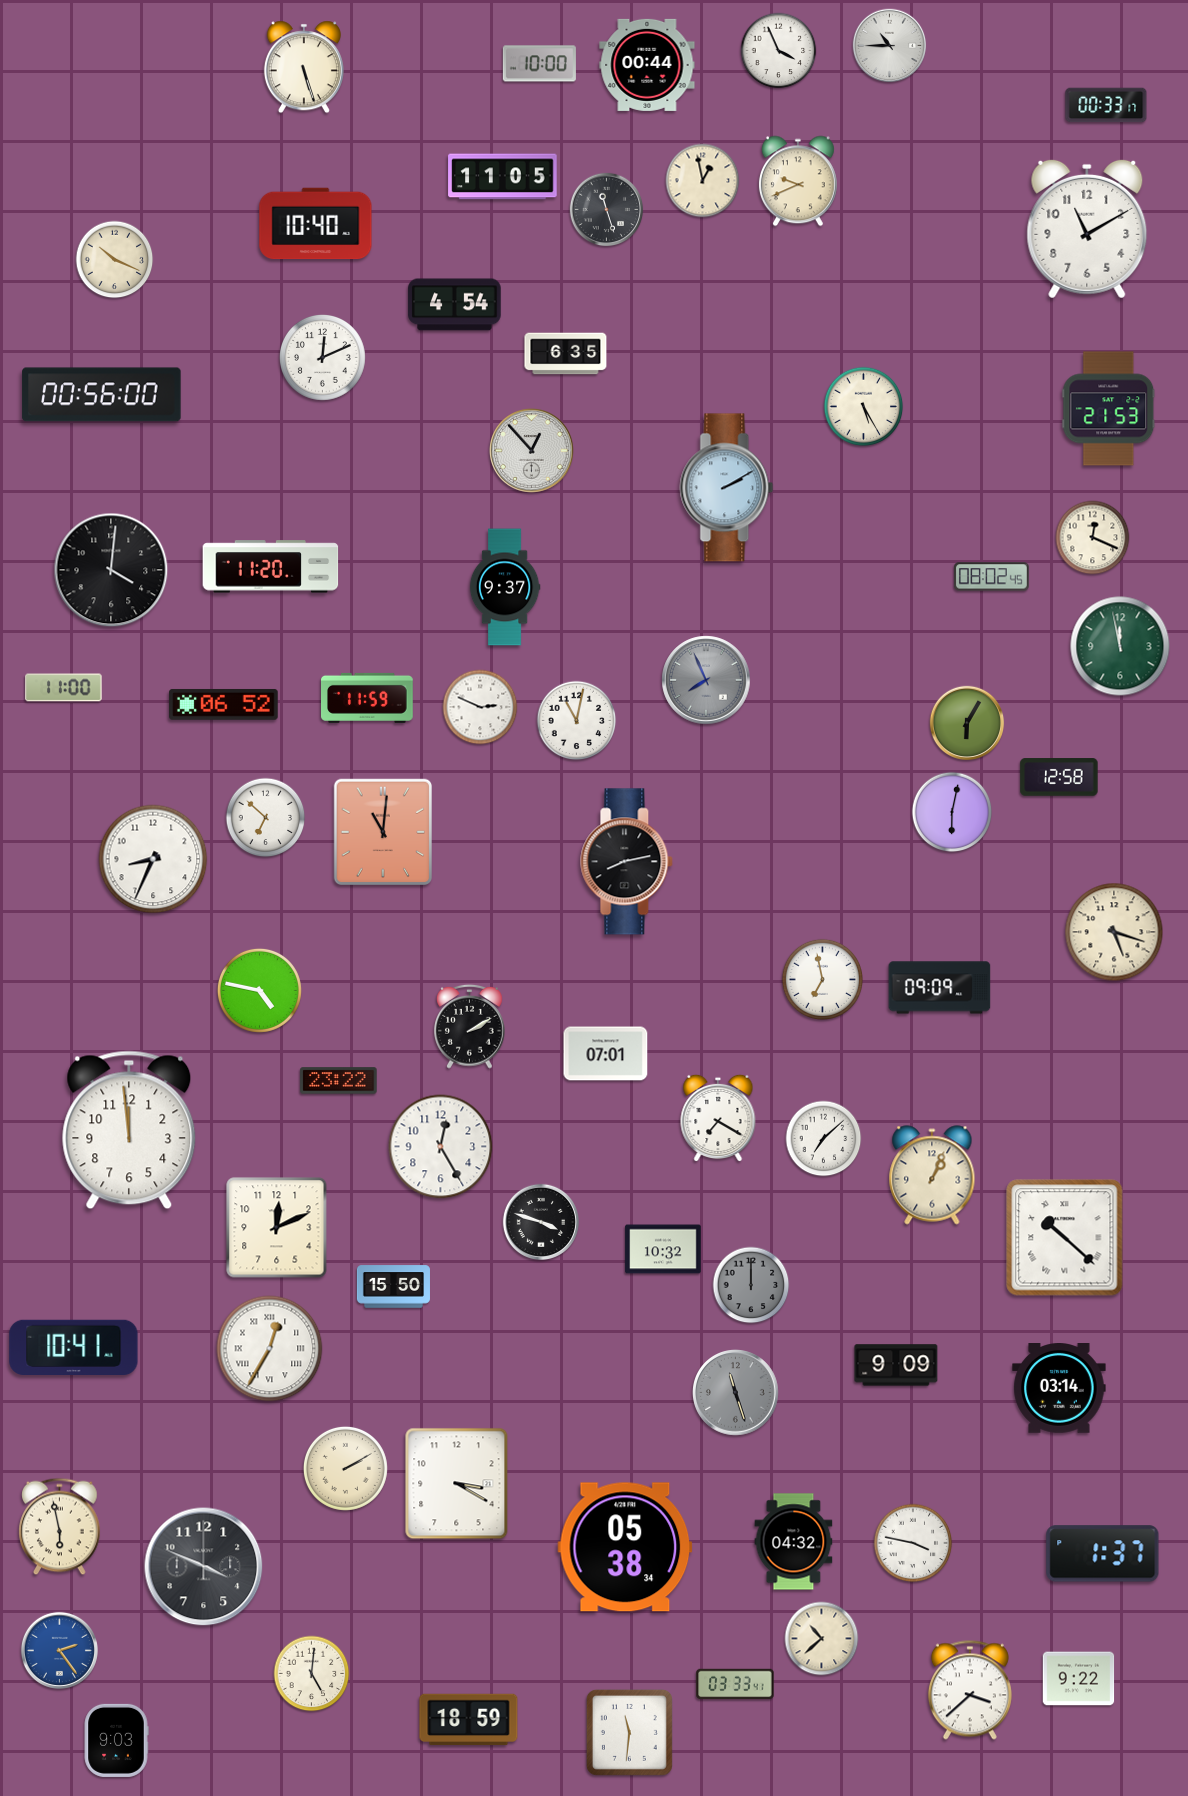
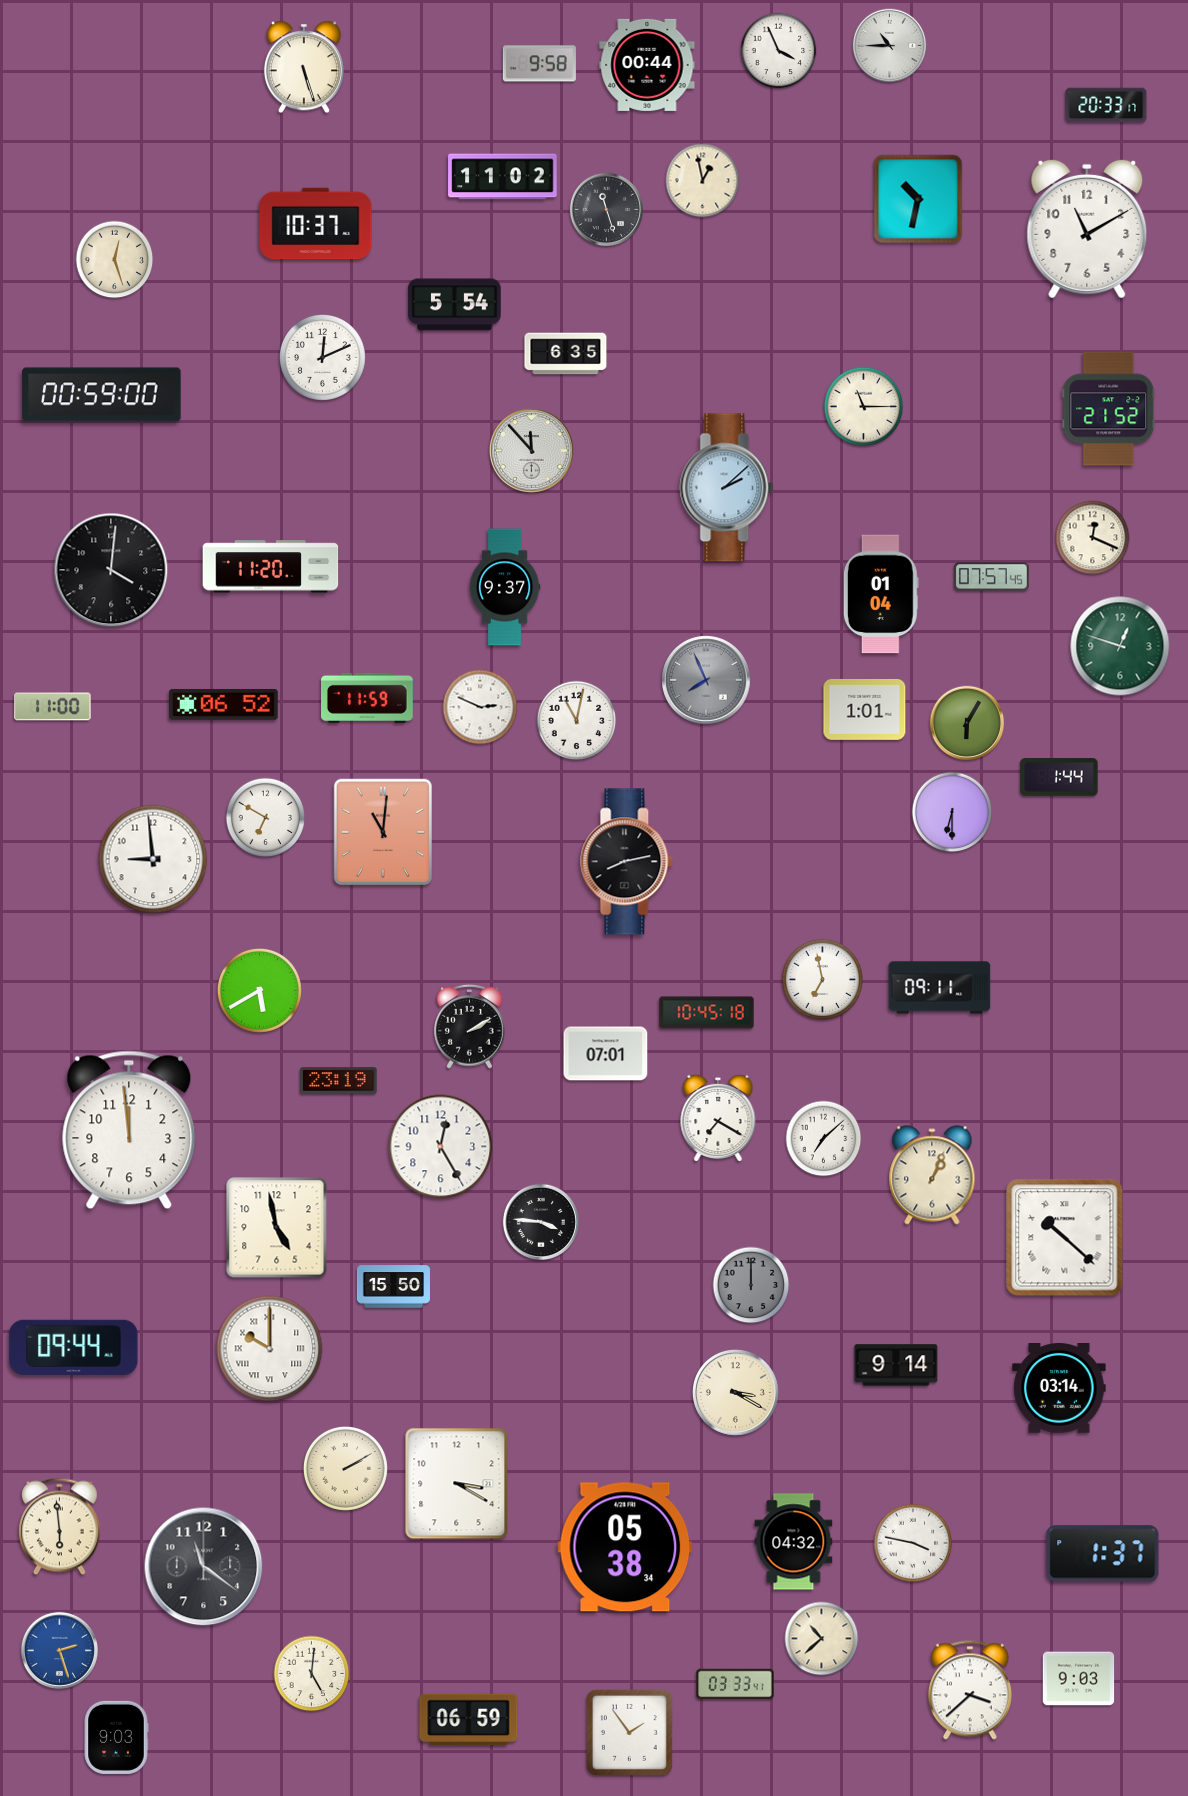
clock at (539, 64): 10:00 -> 9:58
clock at (1106, 105): 00:33 -> 20:33
clock at (503, 177): 11:05 -> 11:02
clock at (798, 181): 9:41 -> none
clock at (918, 199): none -> 10:32
clock at (316, 224): 10:40 -> 10:37
clock at (115, 260): 10:19 -> 12:27
clock at (455, 305): 4:54 -> 5:54
clock at (102, 395): 00:56 -> 00:59
clock at (864, 407): 5:25 -> 11:15
clock at (1109, 409): 21:53 -> 21:52
clock at (532, 451): 12:53 -> 11:53
clock at (727, 488): 2:10 -> 2:08
clock at (992, 577): 08:02 -> 07:57
clock at (881, 594): none -> 01:04
clock at (1120, 646): 11:58 -> 12:48
clock at (64, 688) position: (64, 688) -> (53, 707)
clock at (865, 709): none -> 1:01
clock at (1059, 777): 12:58 -> 1:44
clock at (952, 812): 6:02 -> 6:30
clock at (266, 818): 6:52 -> 6:50
clock at (153, 859): 8:34 -> 8:59
clock at (1114, 932): 5:18 -> none
clock at (940, 988): 09:09 -> 09:11
clock at (259, 990): 4:47 -> 5:40
clock at (707, 1013): none -> 10:45
clock at (339, 1081): 23:22 -> 23:19
clock at (540, 1221): 3:48 -> 3:46
clock at (277, 1228): 12:11 -> 4:58
clock at (663, 1249): 10:32 -> none
clock at (74, 1348): 10:41 -> 09:44
clock at (270, 1349): 12:35 -> 10:00
clock at (896, 1365): 9:09 -> 9:14
clock at (736, 1393): 11:27 -> 3:20
clock at (736, 1393) dial: grey -> cream
clock at (60, 1527): 5:58 -> 5:59
clock at (204, 1567): 3:49 -> 11:21
clock at (59, 1650): 2:24 -> 2:27
clock at (1079, 1679): 9:22 -> 9:03
clock at (469, 1720): 18:59 -> 06:59
clock at (629, 1732): 11:31 -> 1:54
clock at (116, 1740) position: (116, 1740) -> (116, 1737)
